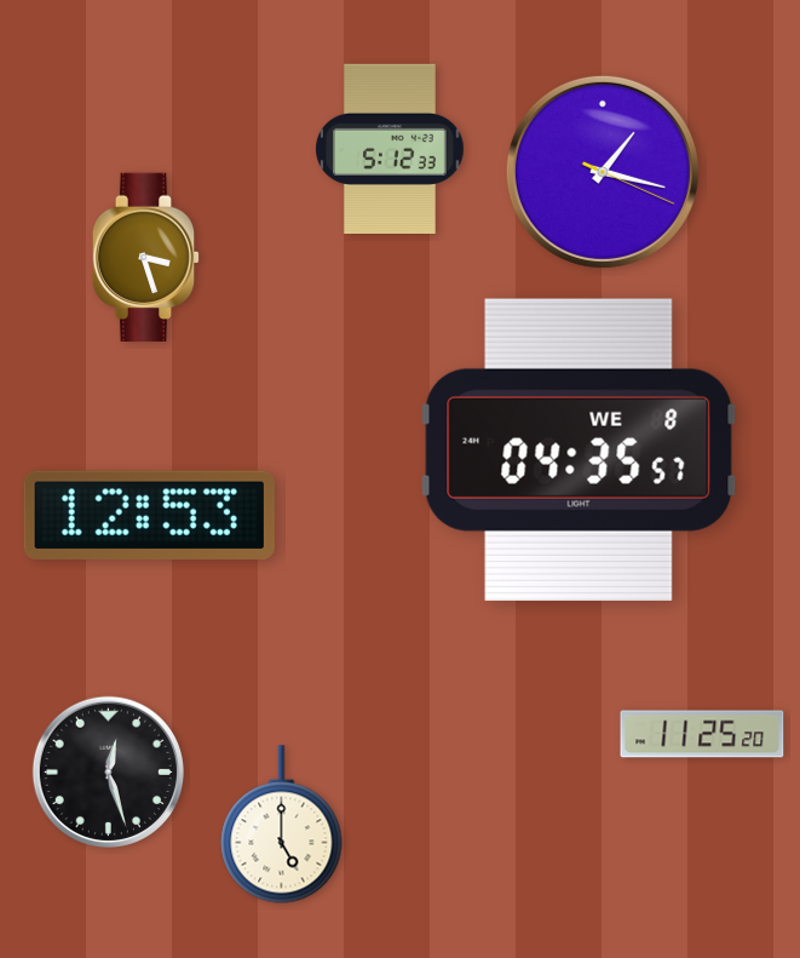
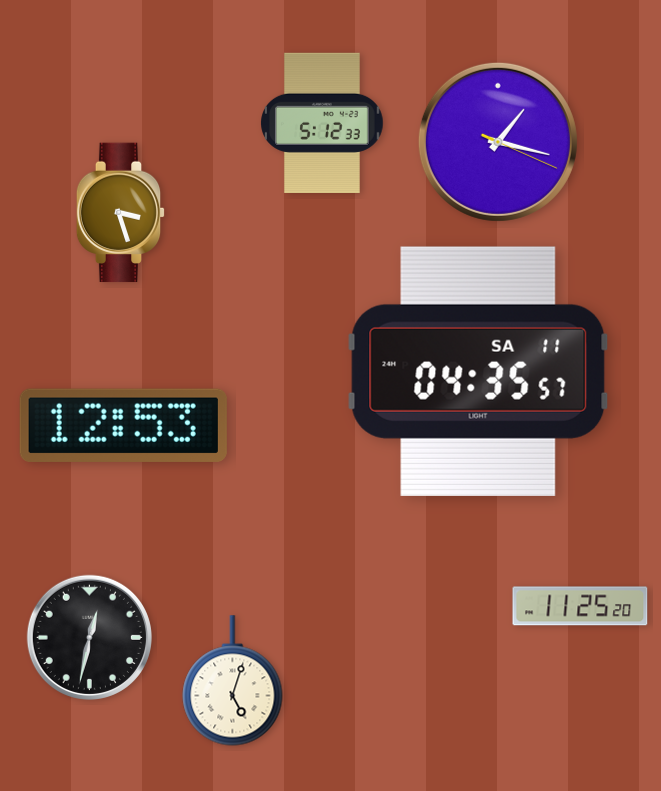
clock at (579, 449) date: WE 8 -> SA 11
clock at (108, 771): 12:27 -> 12:32
clock at (282, 825): 5:00 -> 5:03
